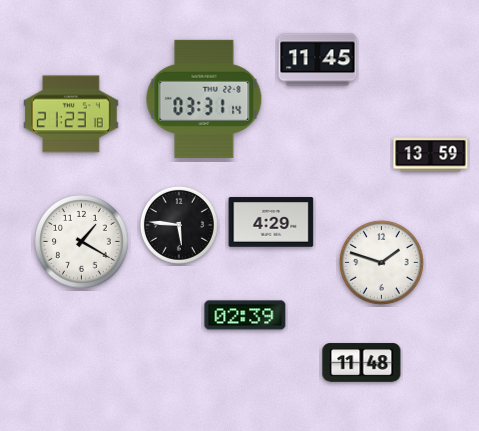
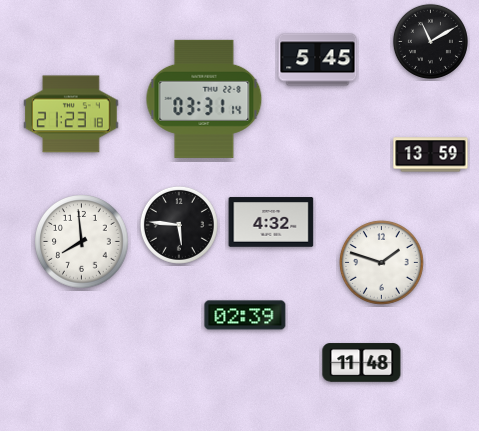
clock at (430, 41): none -> 11:10
clock at (318, 60): 11:45 -> 5:45
clock at (271, 222): 4:29 -> 4:32
clock at (82, 242): 1:20 -> 7:59
